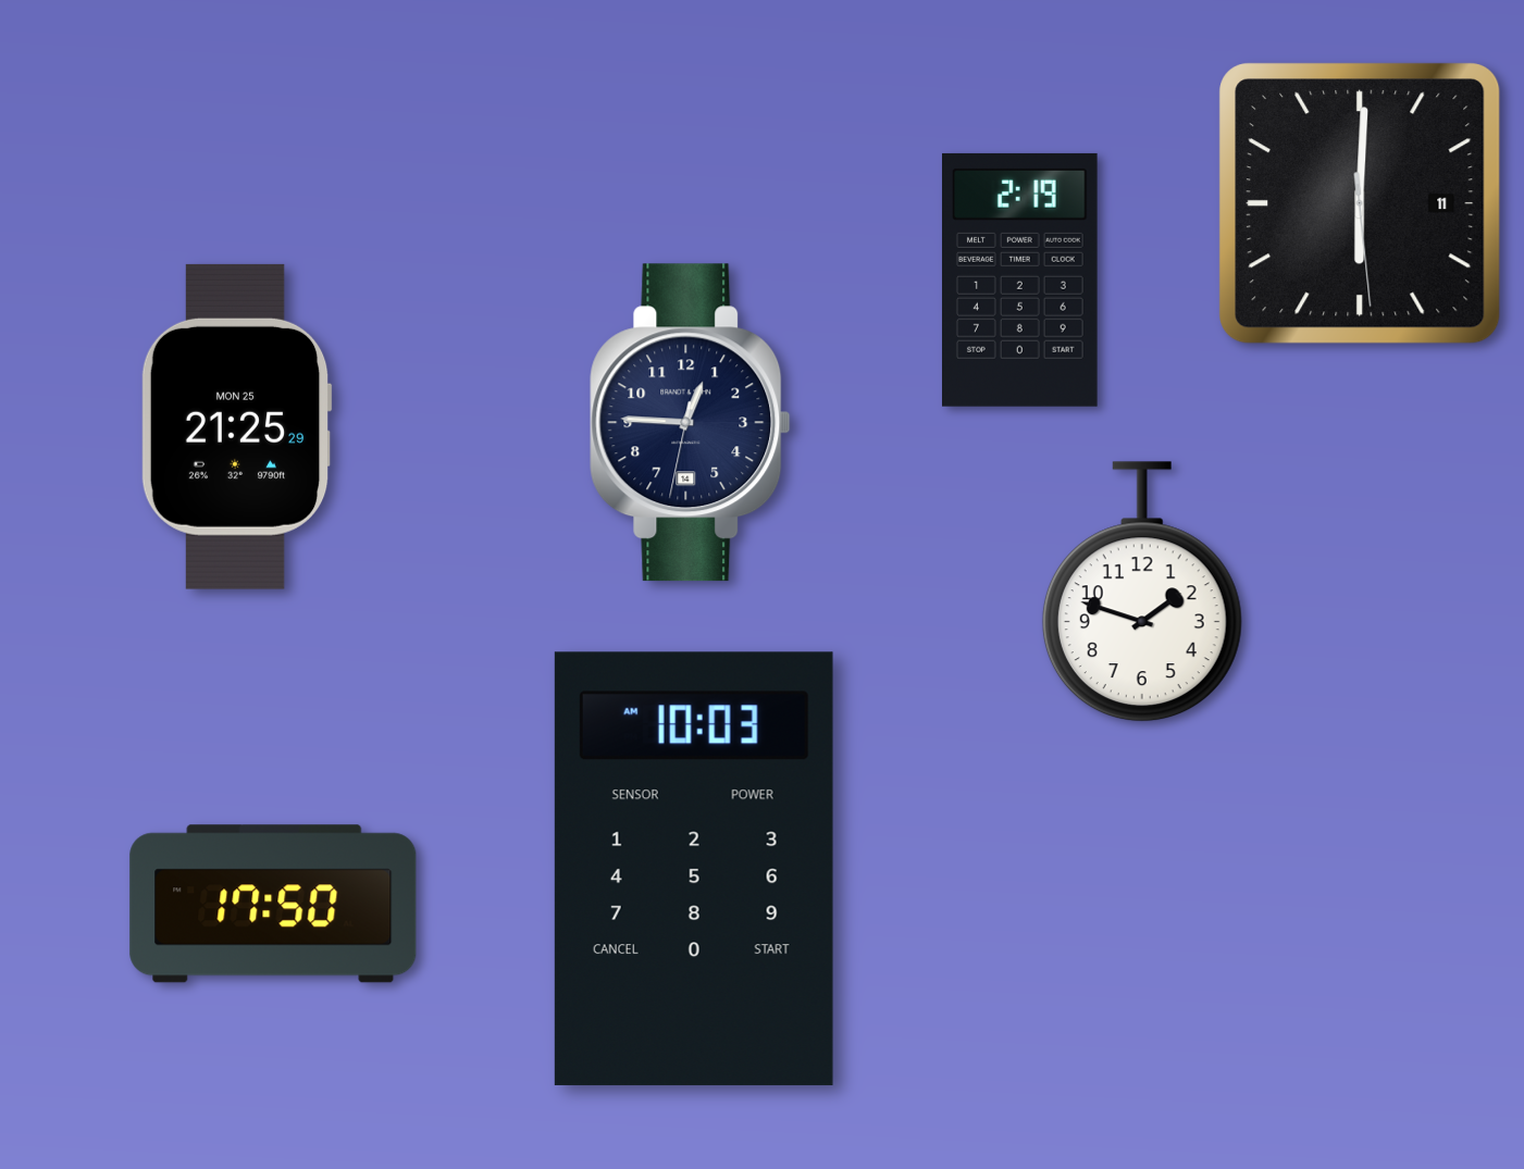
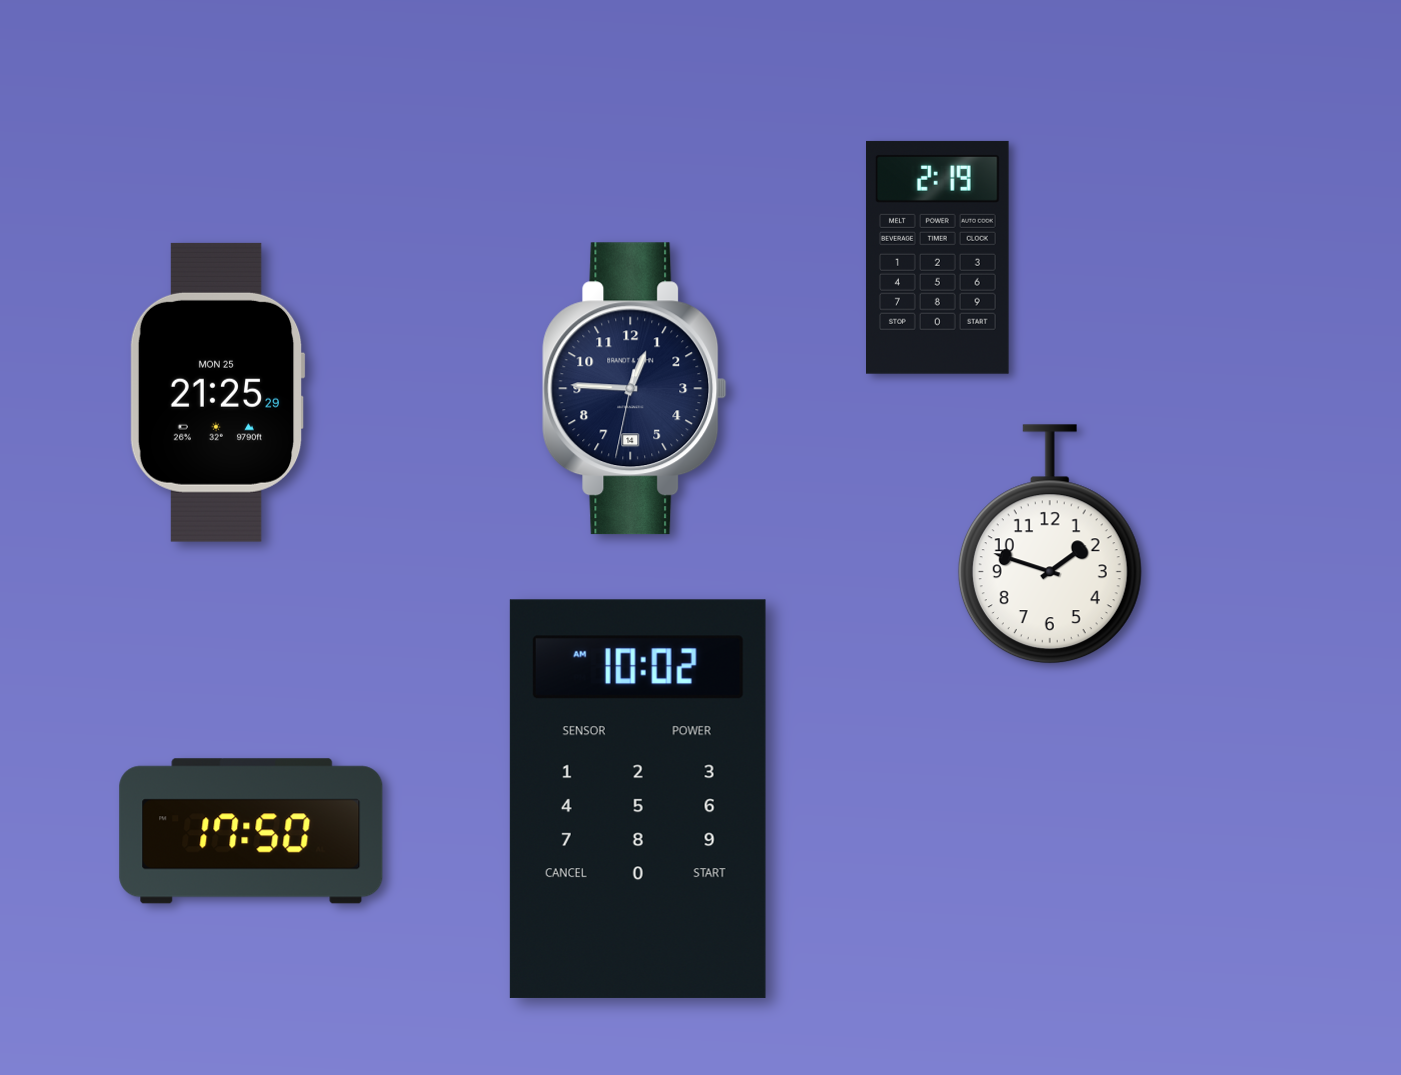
clock at (1360, 203): 6:00 -> none
clock at (694, 869): 10:03 -> 10:02
